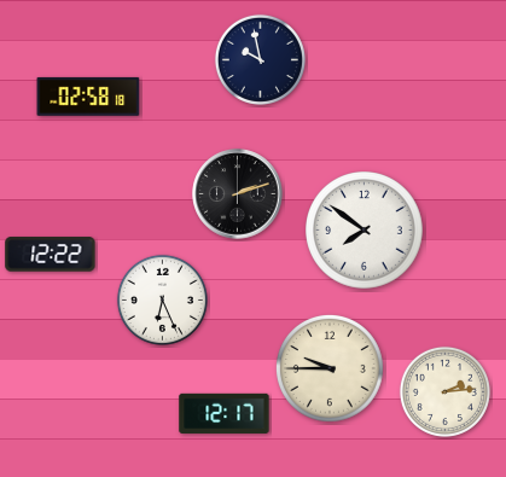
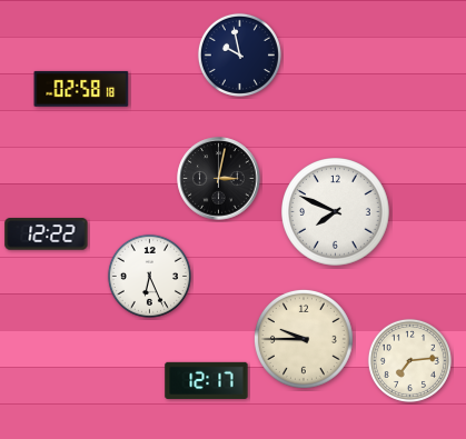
clock at (238, 194): 2:12 -> 3:02
clock at (365, 231): 7:51 -> 7:49
clock at (444, 391): 2:14 -> 7:14
